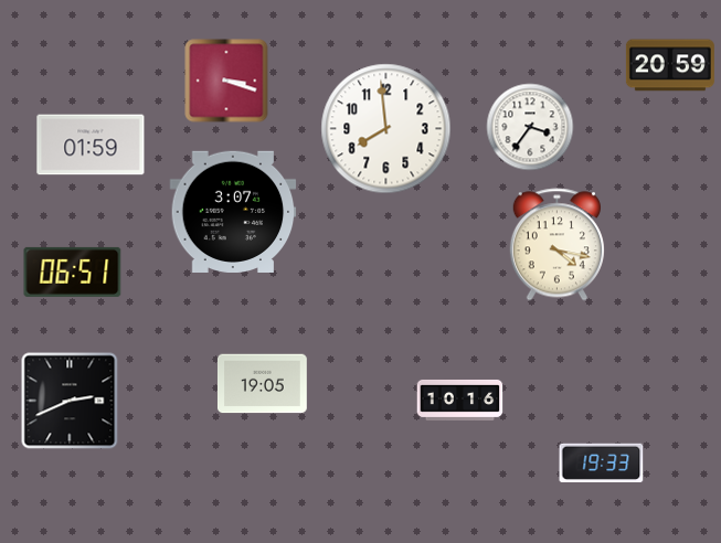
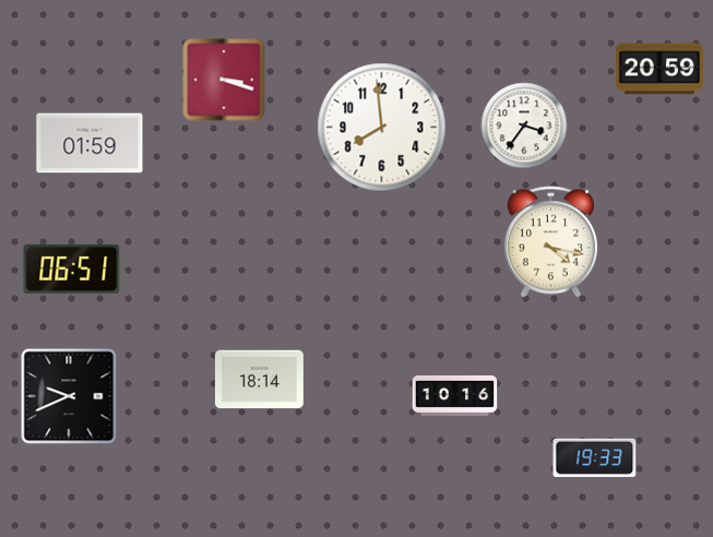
clock at (670, 65) position: (670, 65) -> (659, 69)
clock at (233, 211): 3:07 -> none
clock at (262, 384): 19:05 -> 18:14
clock at (70, 401): 2:41 -> 9:41
